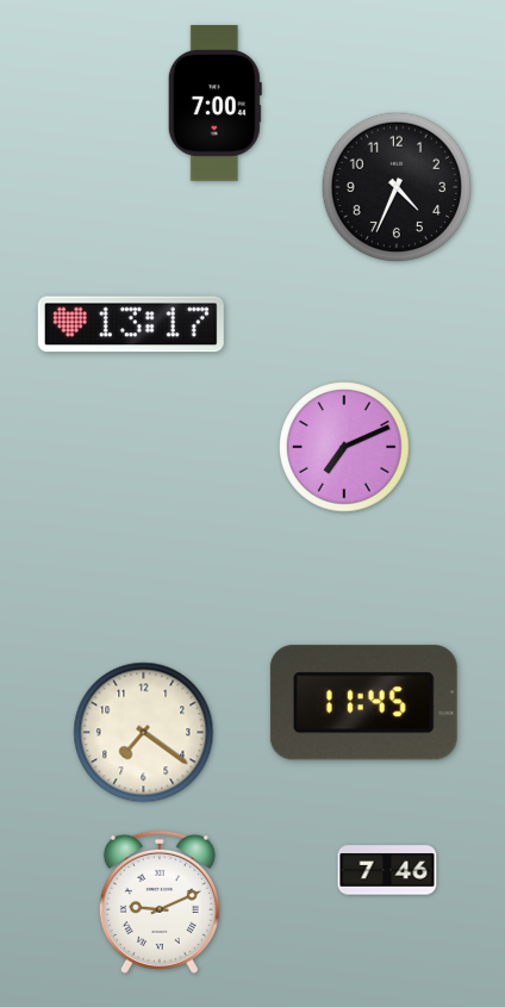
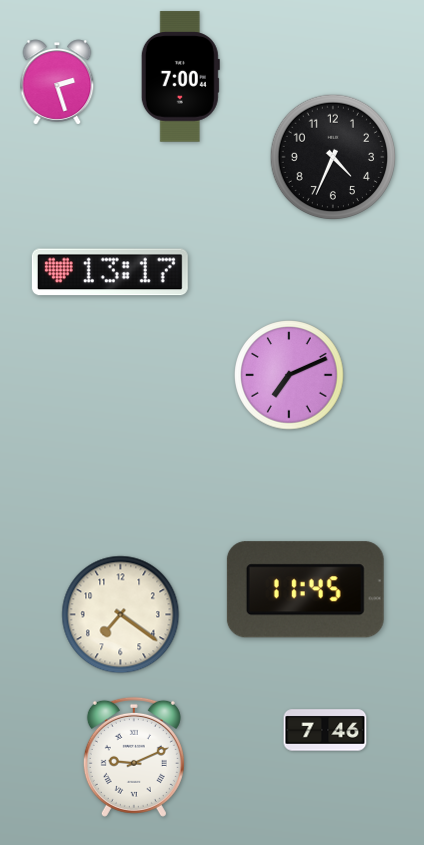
clock at (57, 82): none -> 2:27
clock at (214, 104) position: (214, 104) -> (180, 77)
